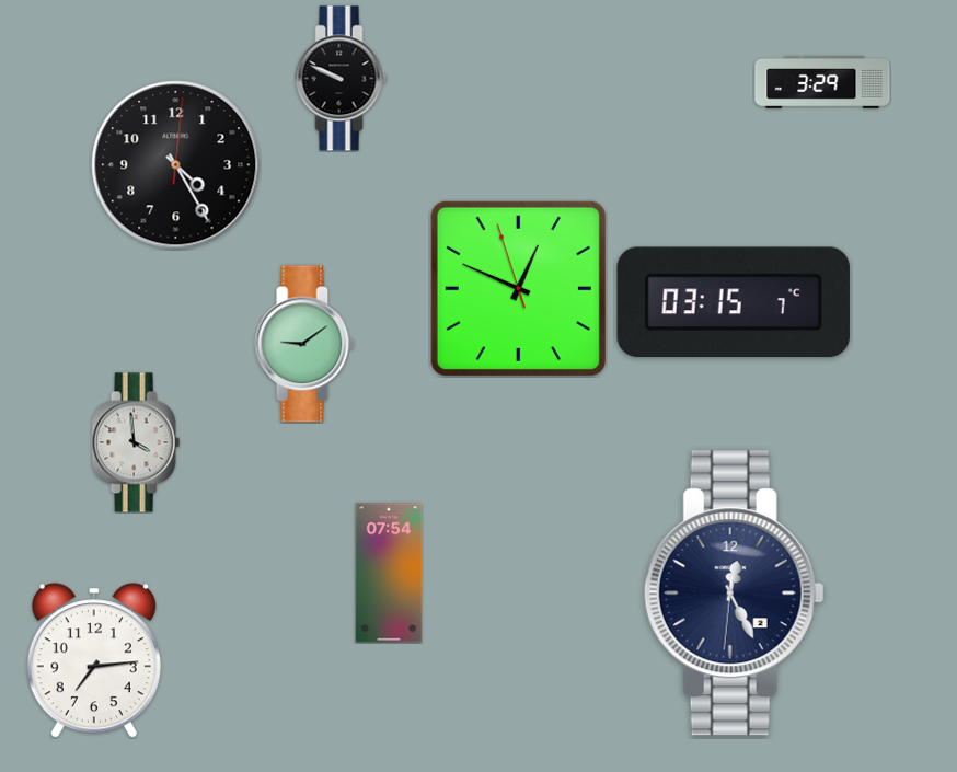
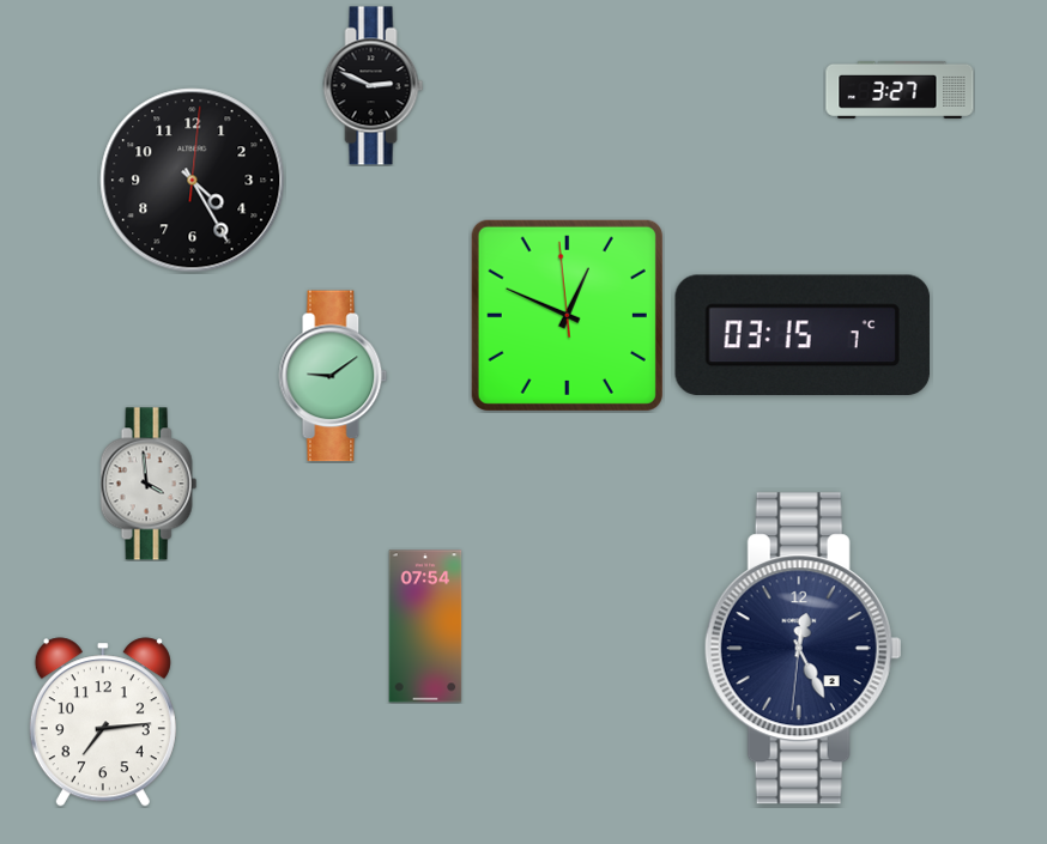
clock at (342, 79): 9:49 -> 2:49
clock at (822, 82): 3:29 -> 3:27
clock at (518, 288): 12:48:57 -> 12:48:59
clock at (734, 301) position: (734, 301) -> (803, 334)
